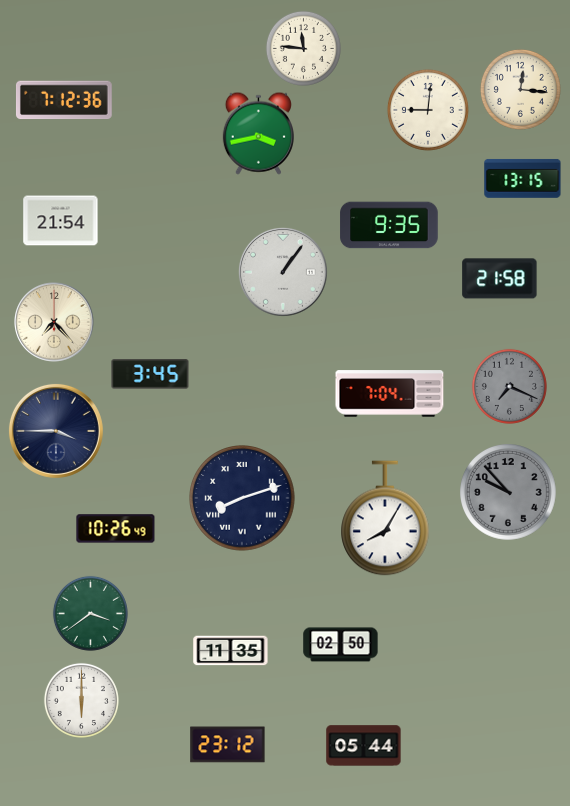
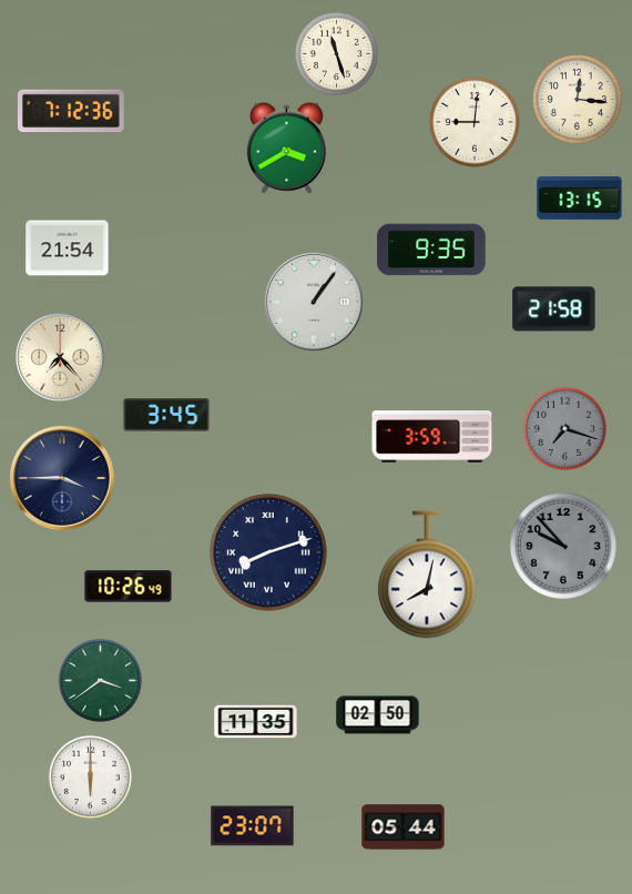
clock at (303, 48): 11:46 -> 11:27
clock at (258, 133): 3:43 -> 3:40
clock at (61, 221) position: (61, 221) -> (68, 248)
clock at (509, 386): 7:19 -> 7:18
clock at (390, 394): 7:04 -> 3:59
clock at (385, 518): 8:05 -> 8:02
clock at (228, 745): 23:12 -> 23:07
